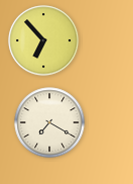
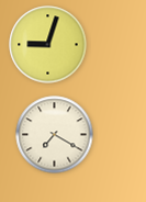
clock at (44, 41): 6:53 -> 9:03
